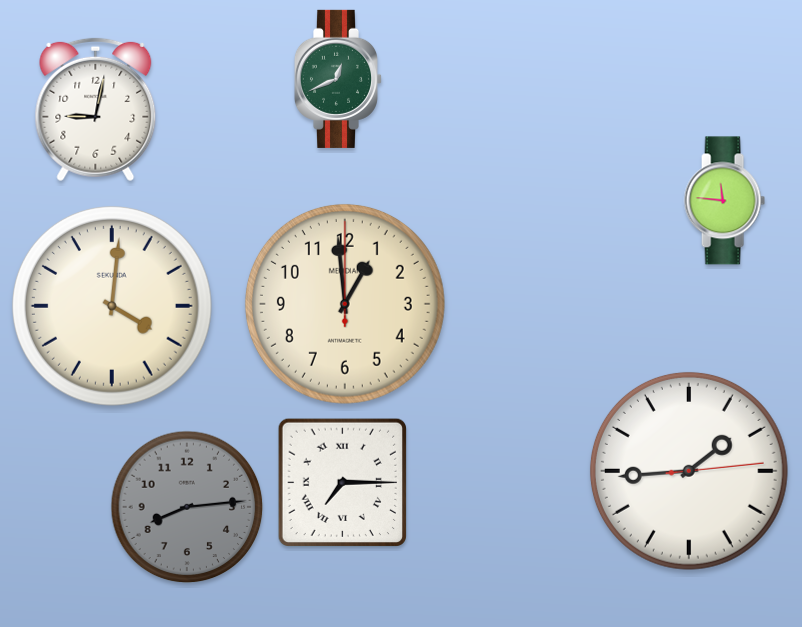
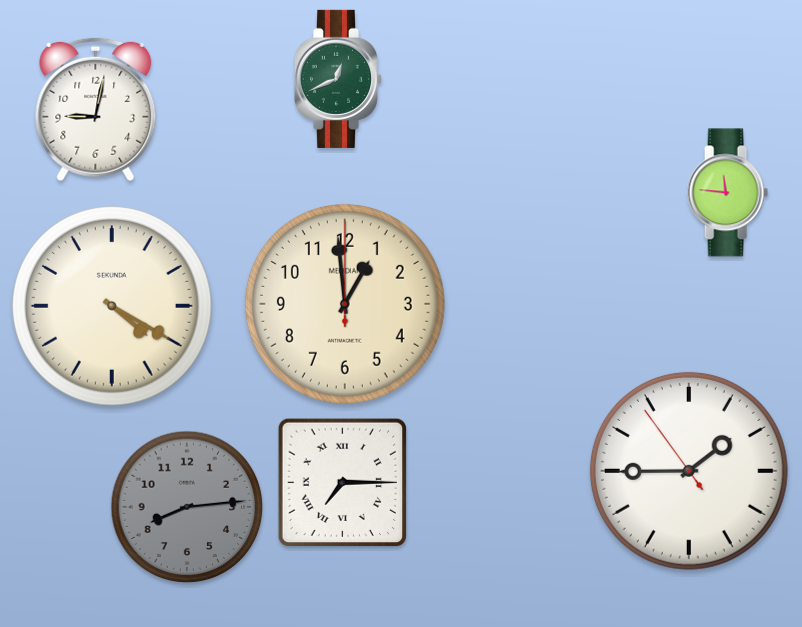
clock at (724, 201) position: (724, 201) -> (727, 193)
clock at (112, 306): 4:01 -> 4:20
clock at (689, 471): 1:44:14 -> 1:44:54
